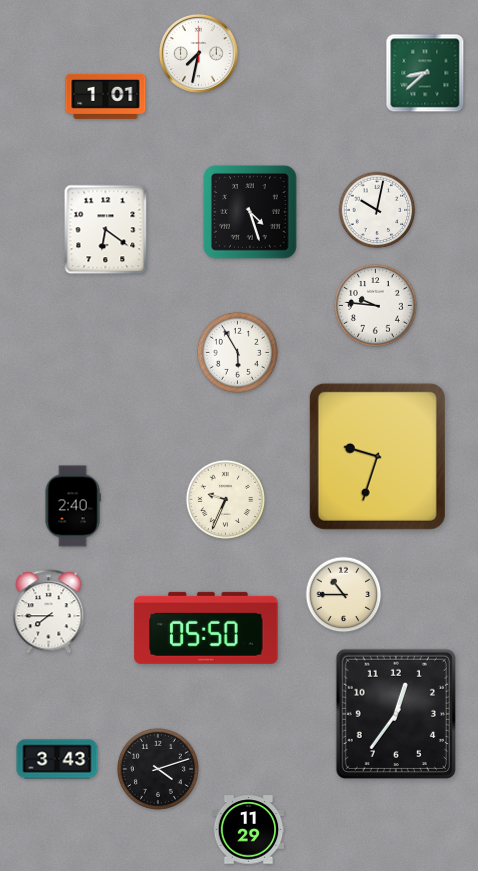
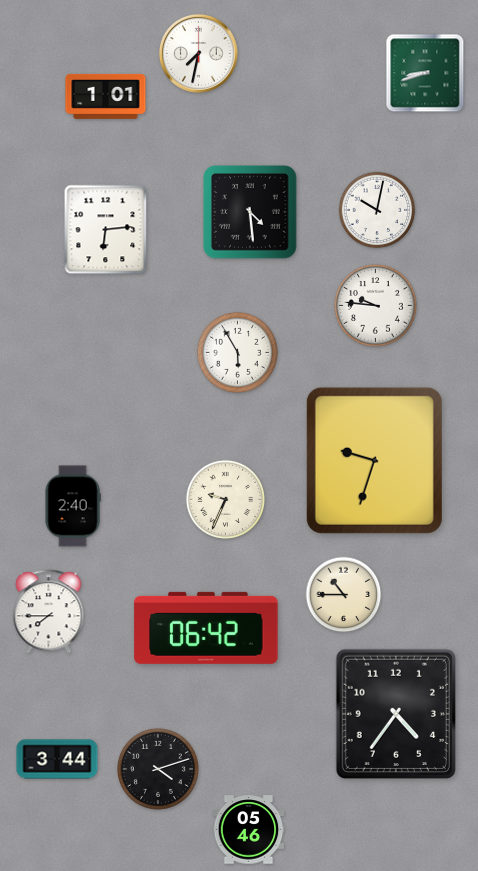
clock at (425, 73): 8:38 -> 8:42
clock at (250, 212): 4:27 -> 4:29
clock at (106, 230): 6:21 -> 6:14
clock at (377, 456) position: (377, 456) -> (374, 460)
clock at (206, 628): 05:50 -> 06:42
clock at (396, 714): 12:36 -> 4:36
clock at (57, 759): 3:43 -> 3:44
clock at (249, 830): 11:29 -> 05:46
